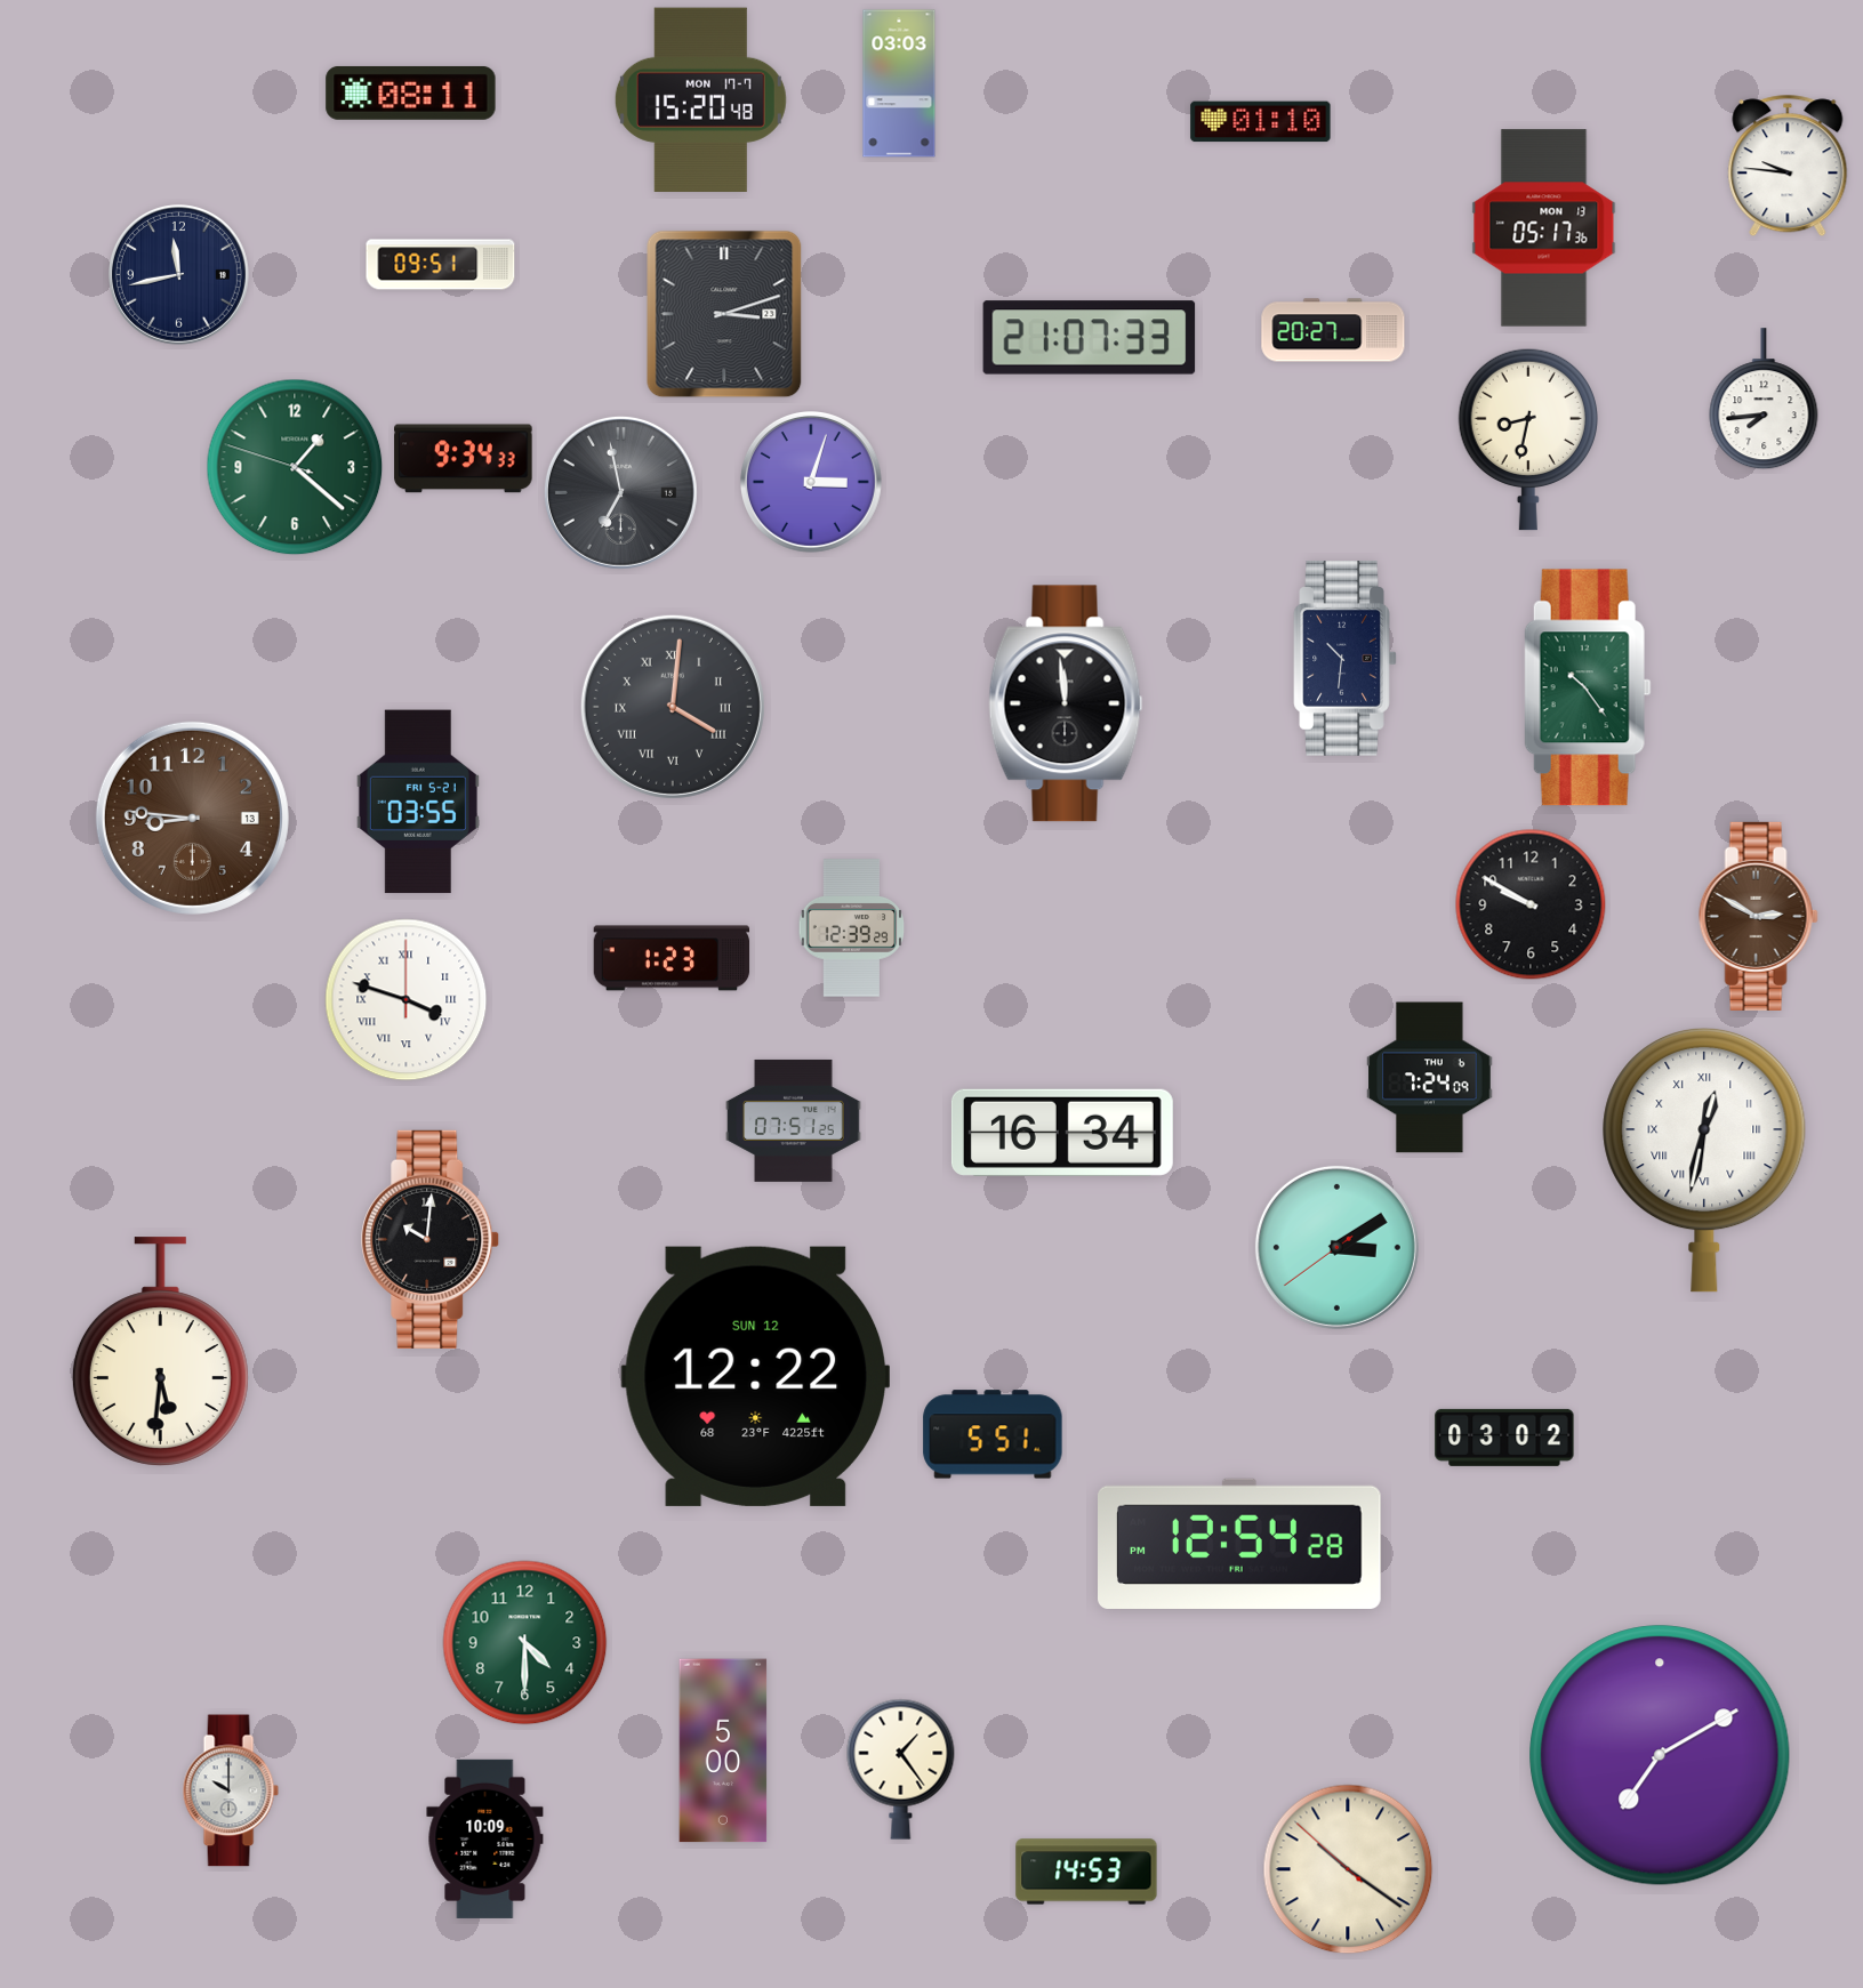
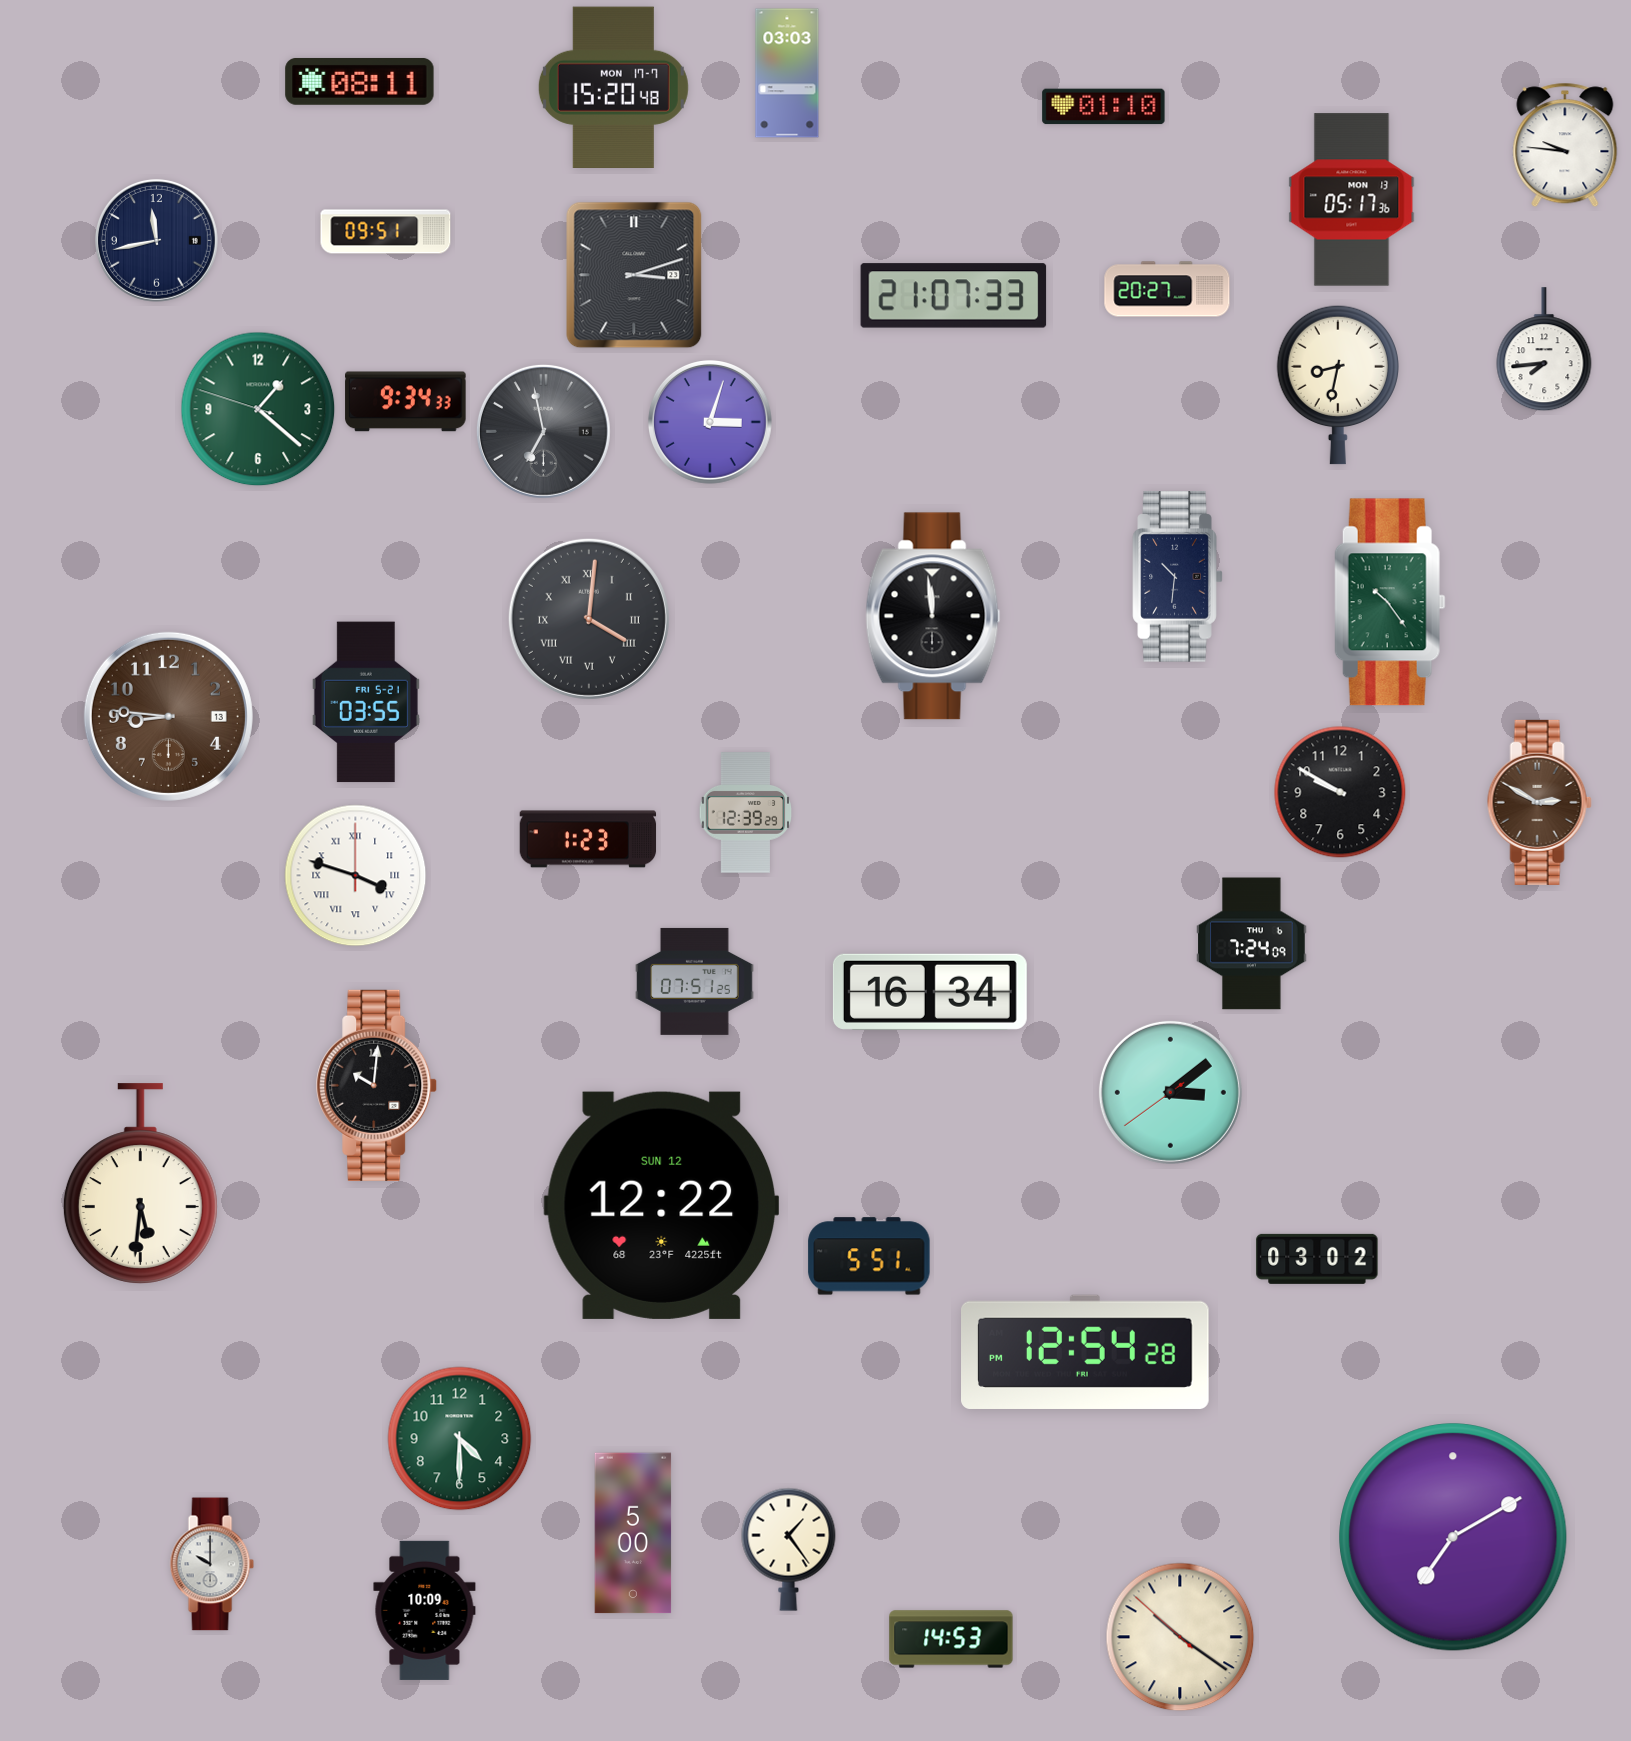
clock at (1704, 1160): 12:32 -> none
clock at (1336, 1247): 3:09 -> 3:08
clock at (231, 1790) position: (231, 1790) -> (212, 1564)
